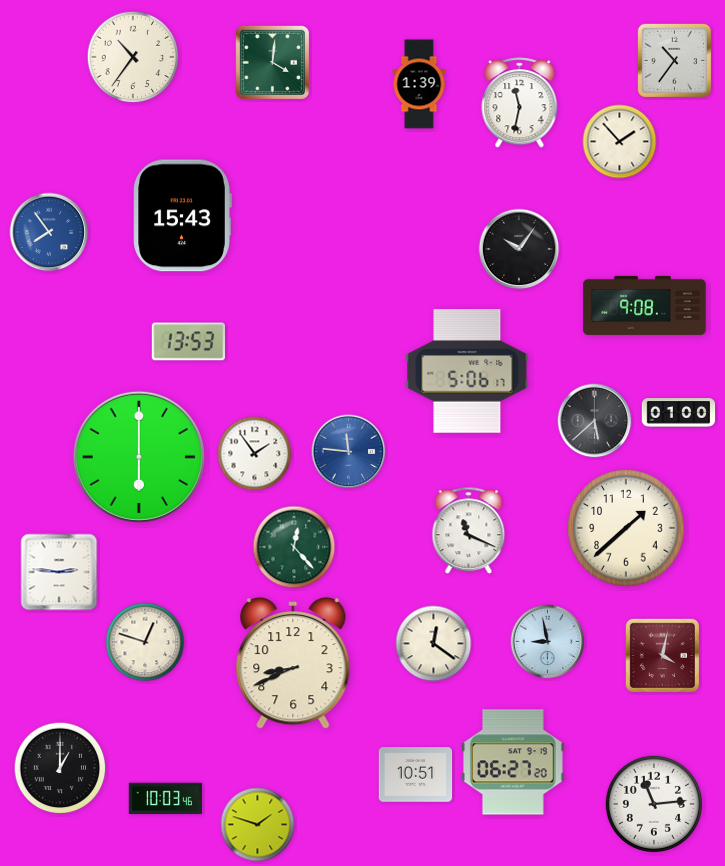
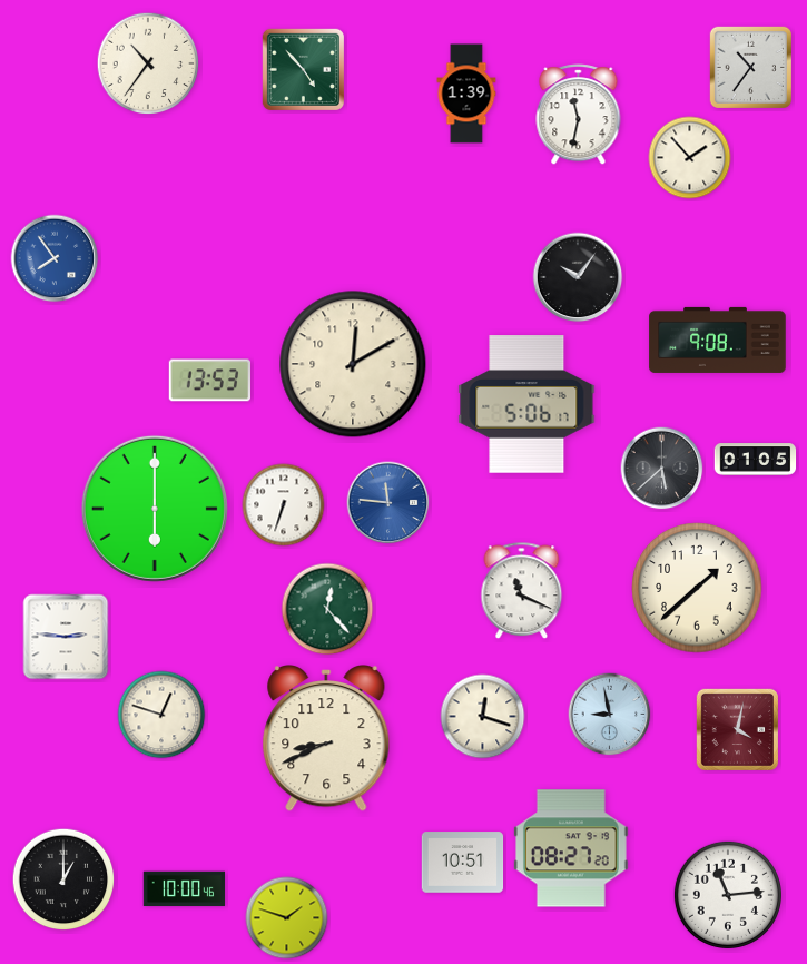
clock at (272, 62): 4:01 -> 4:53
clock at (182, 216): 15:43 -> none
clock at (353, 364): none -> 12:10
clock at (467, 371) position: (467, 371) -> (526, 404)
clock at (679, 413): 01:00 -> 01:05
clock at (255, 454): 1:54 -> 6:33
clock at (434, 644): 12:21 -> 12:18
clock at (513, 762): 06:27 -> 08:27
clock at (60, 768) position: (60, 768) -> (63, 879)
clock at (166, 799): 10:03 -> 10:00
